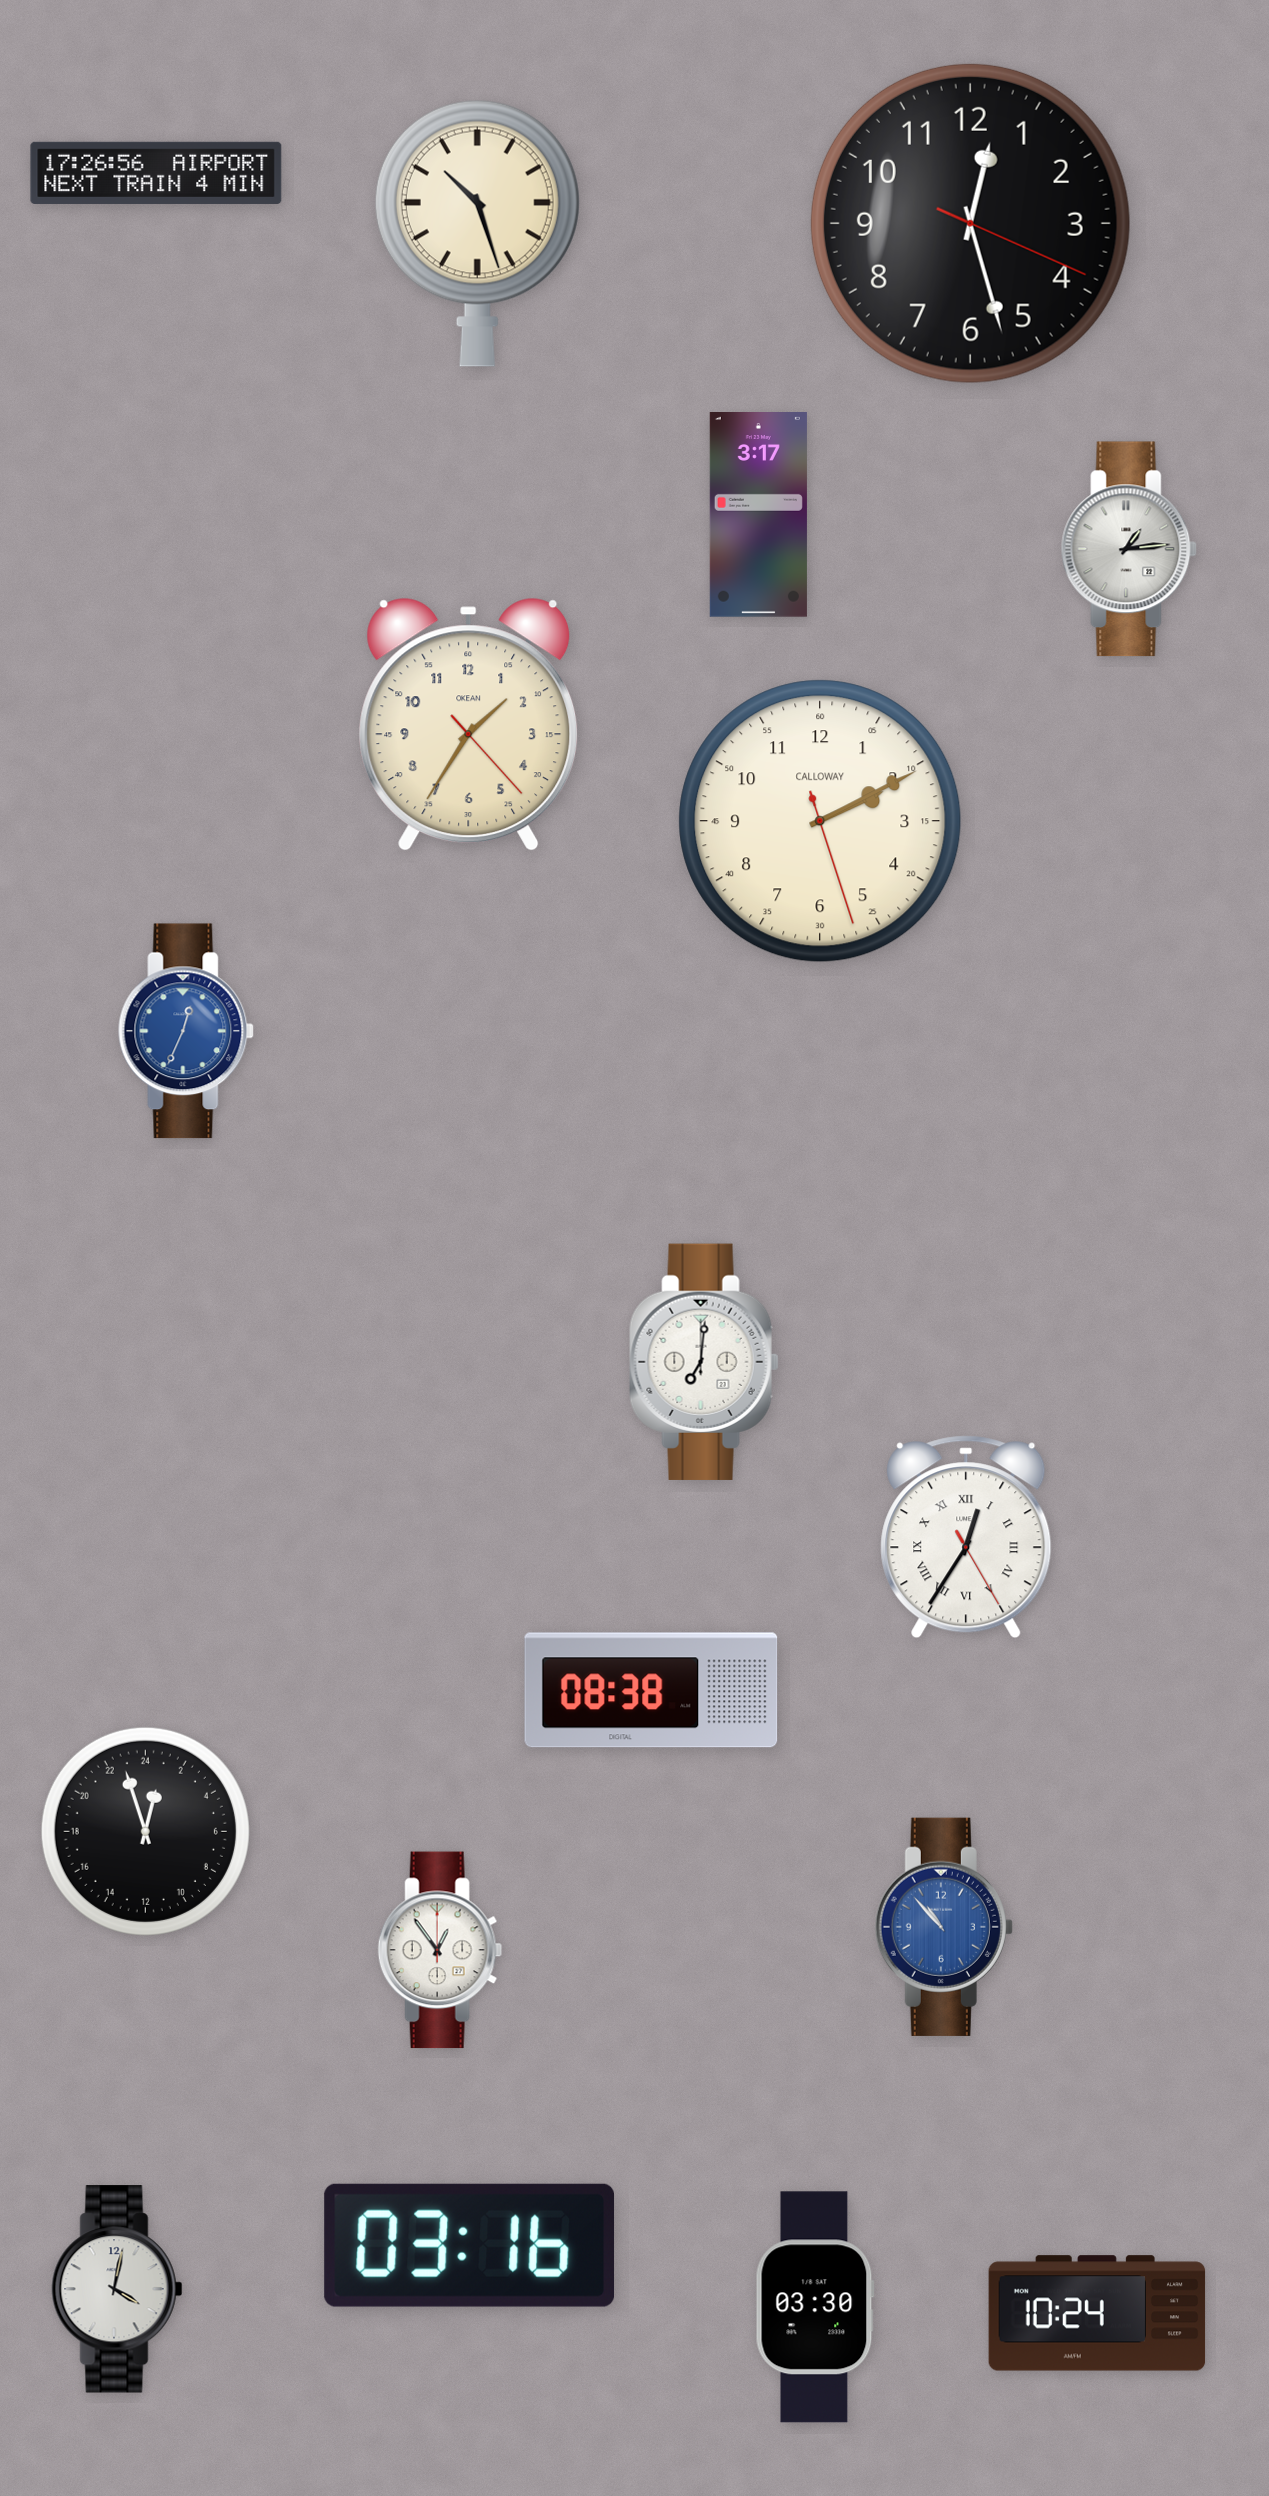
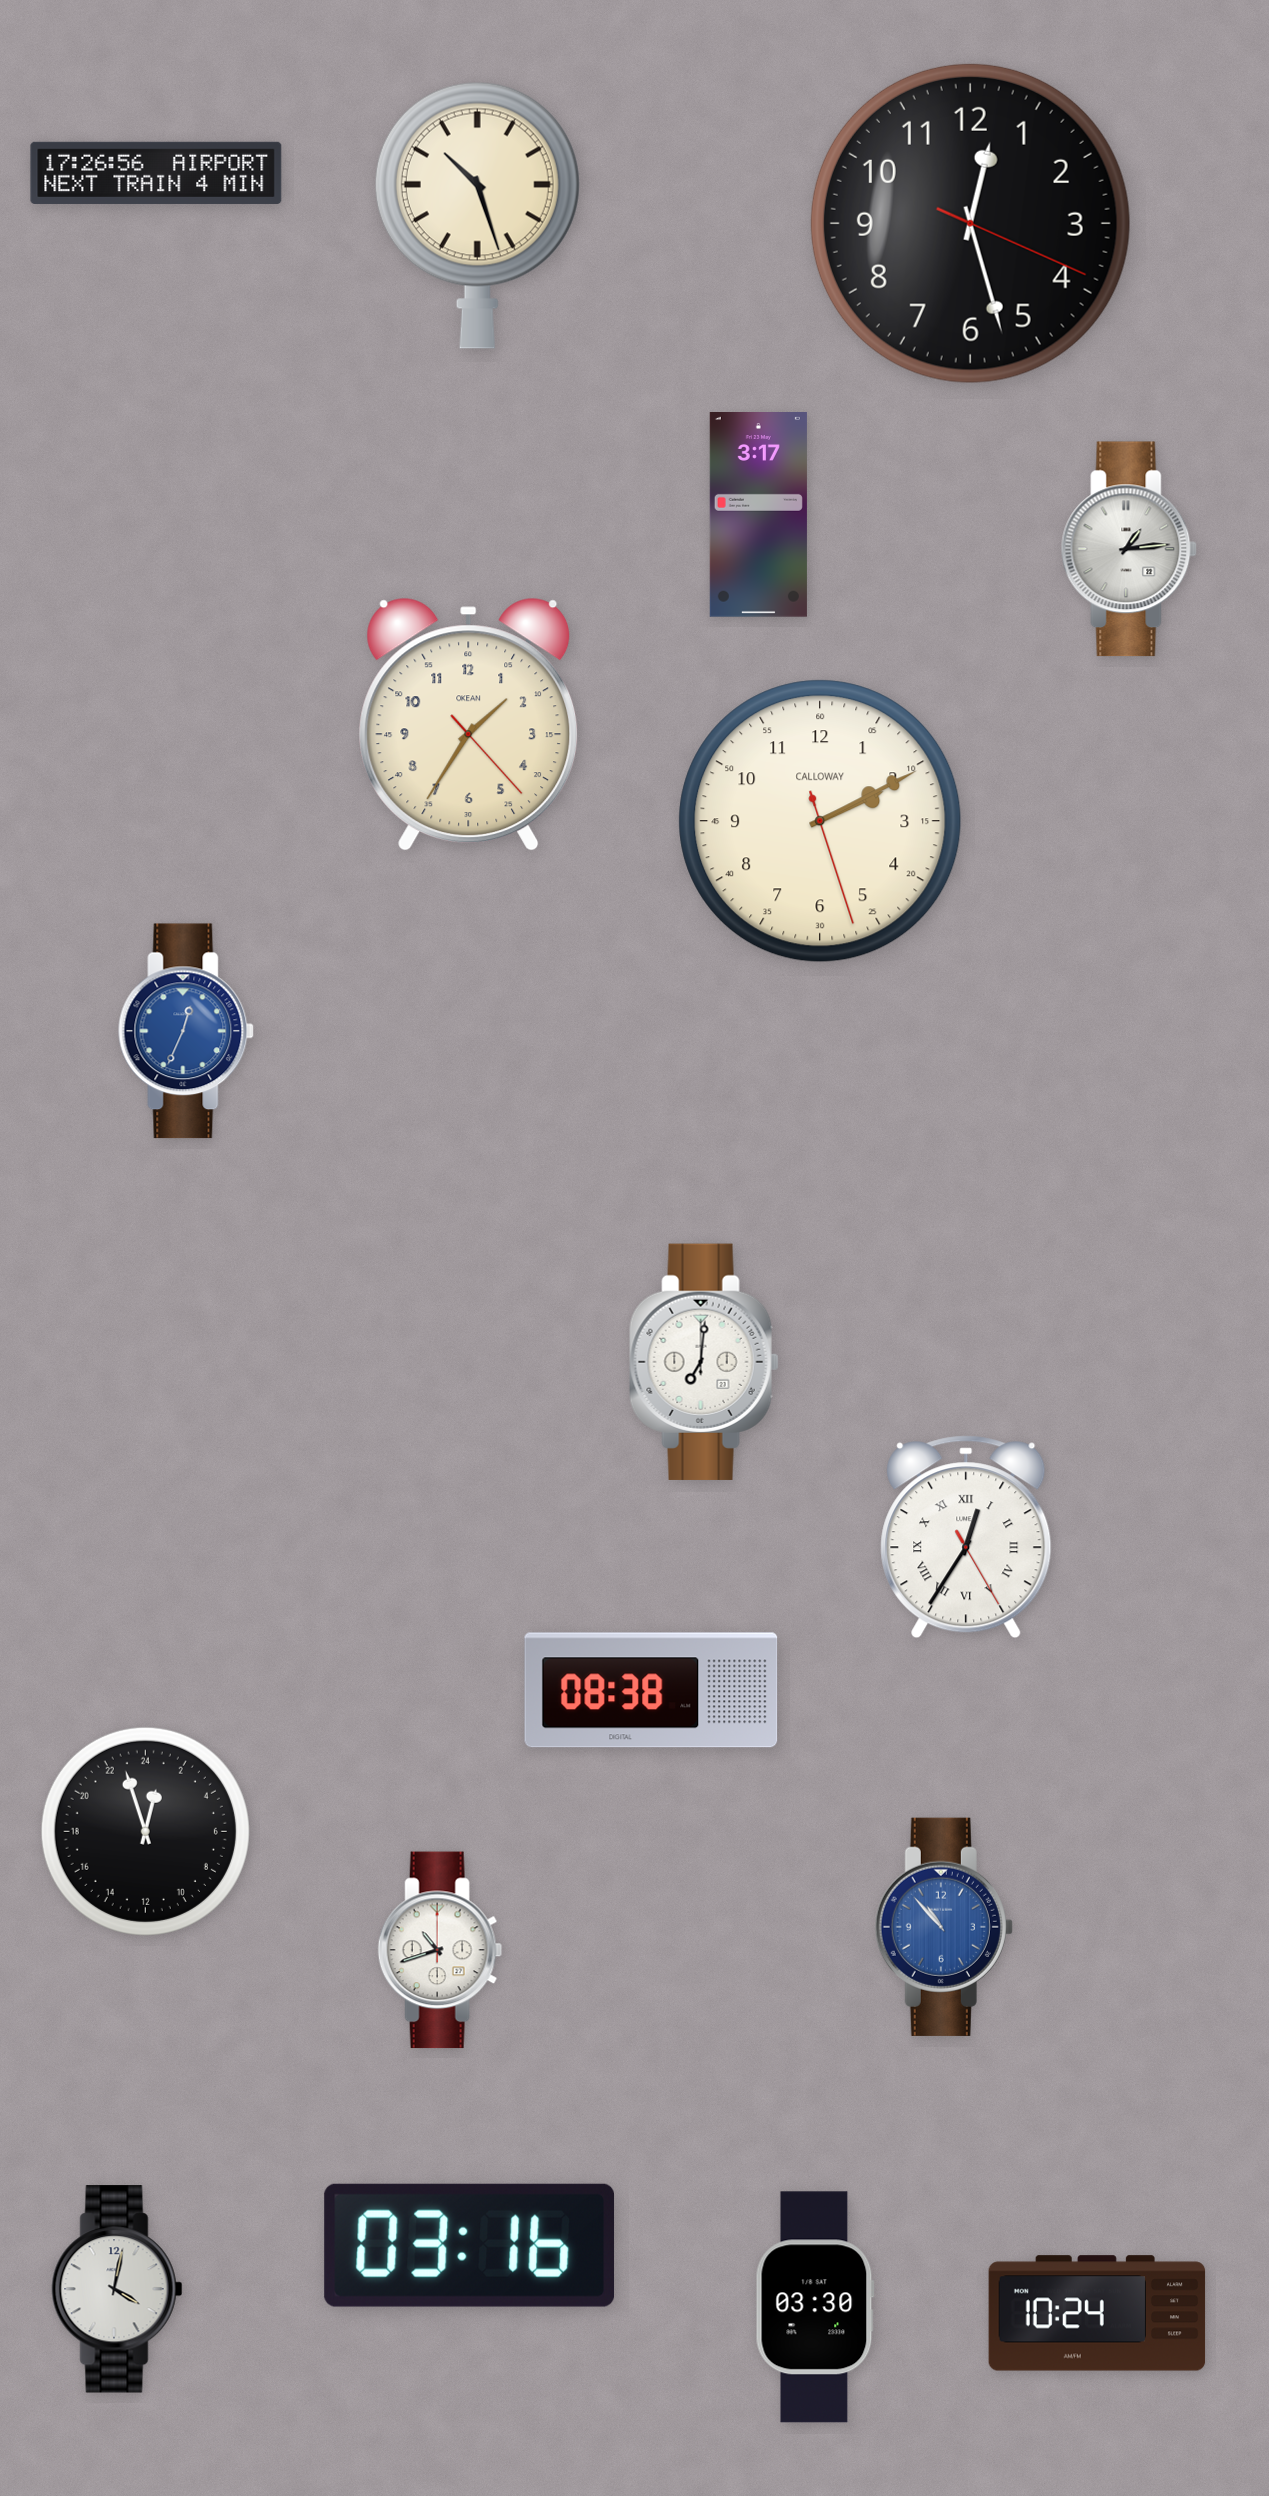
clock at (477, 233) position: (477, 233) -> (477, 215)
clock at (440, 1950): 12:54 -> 10:42
